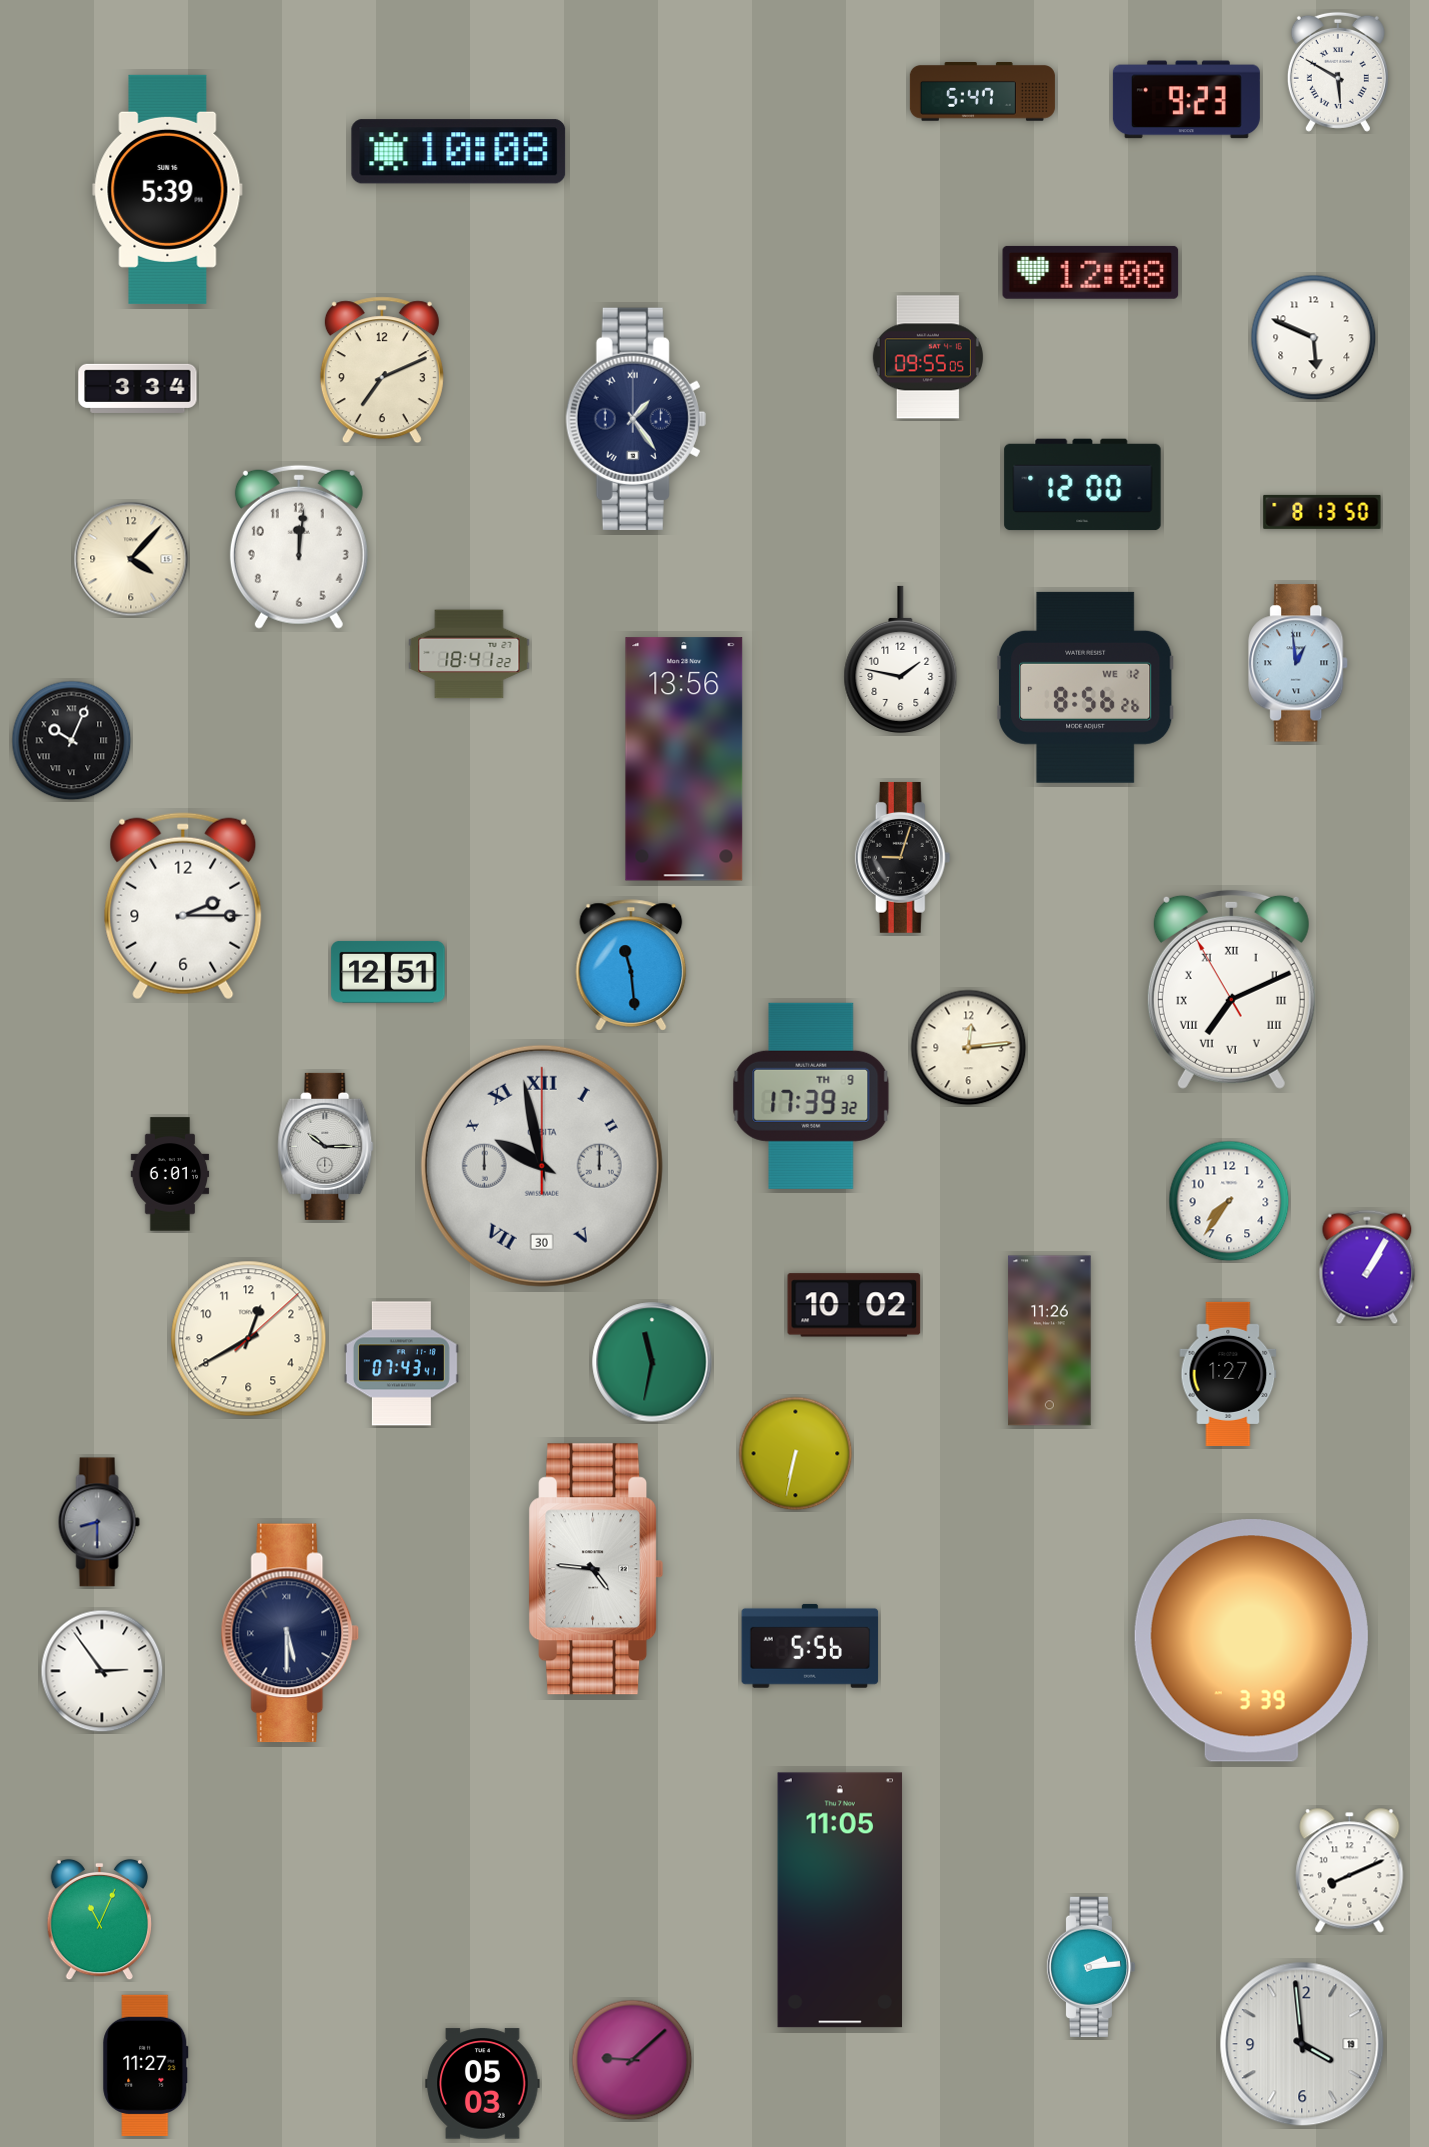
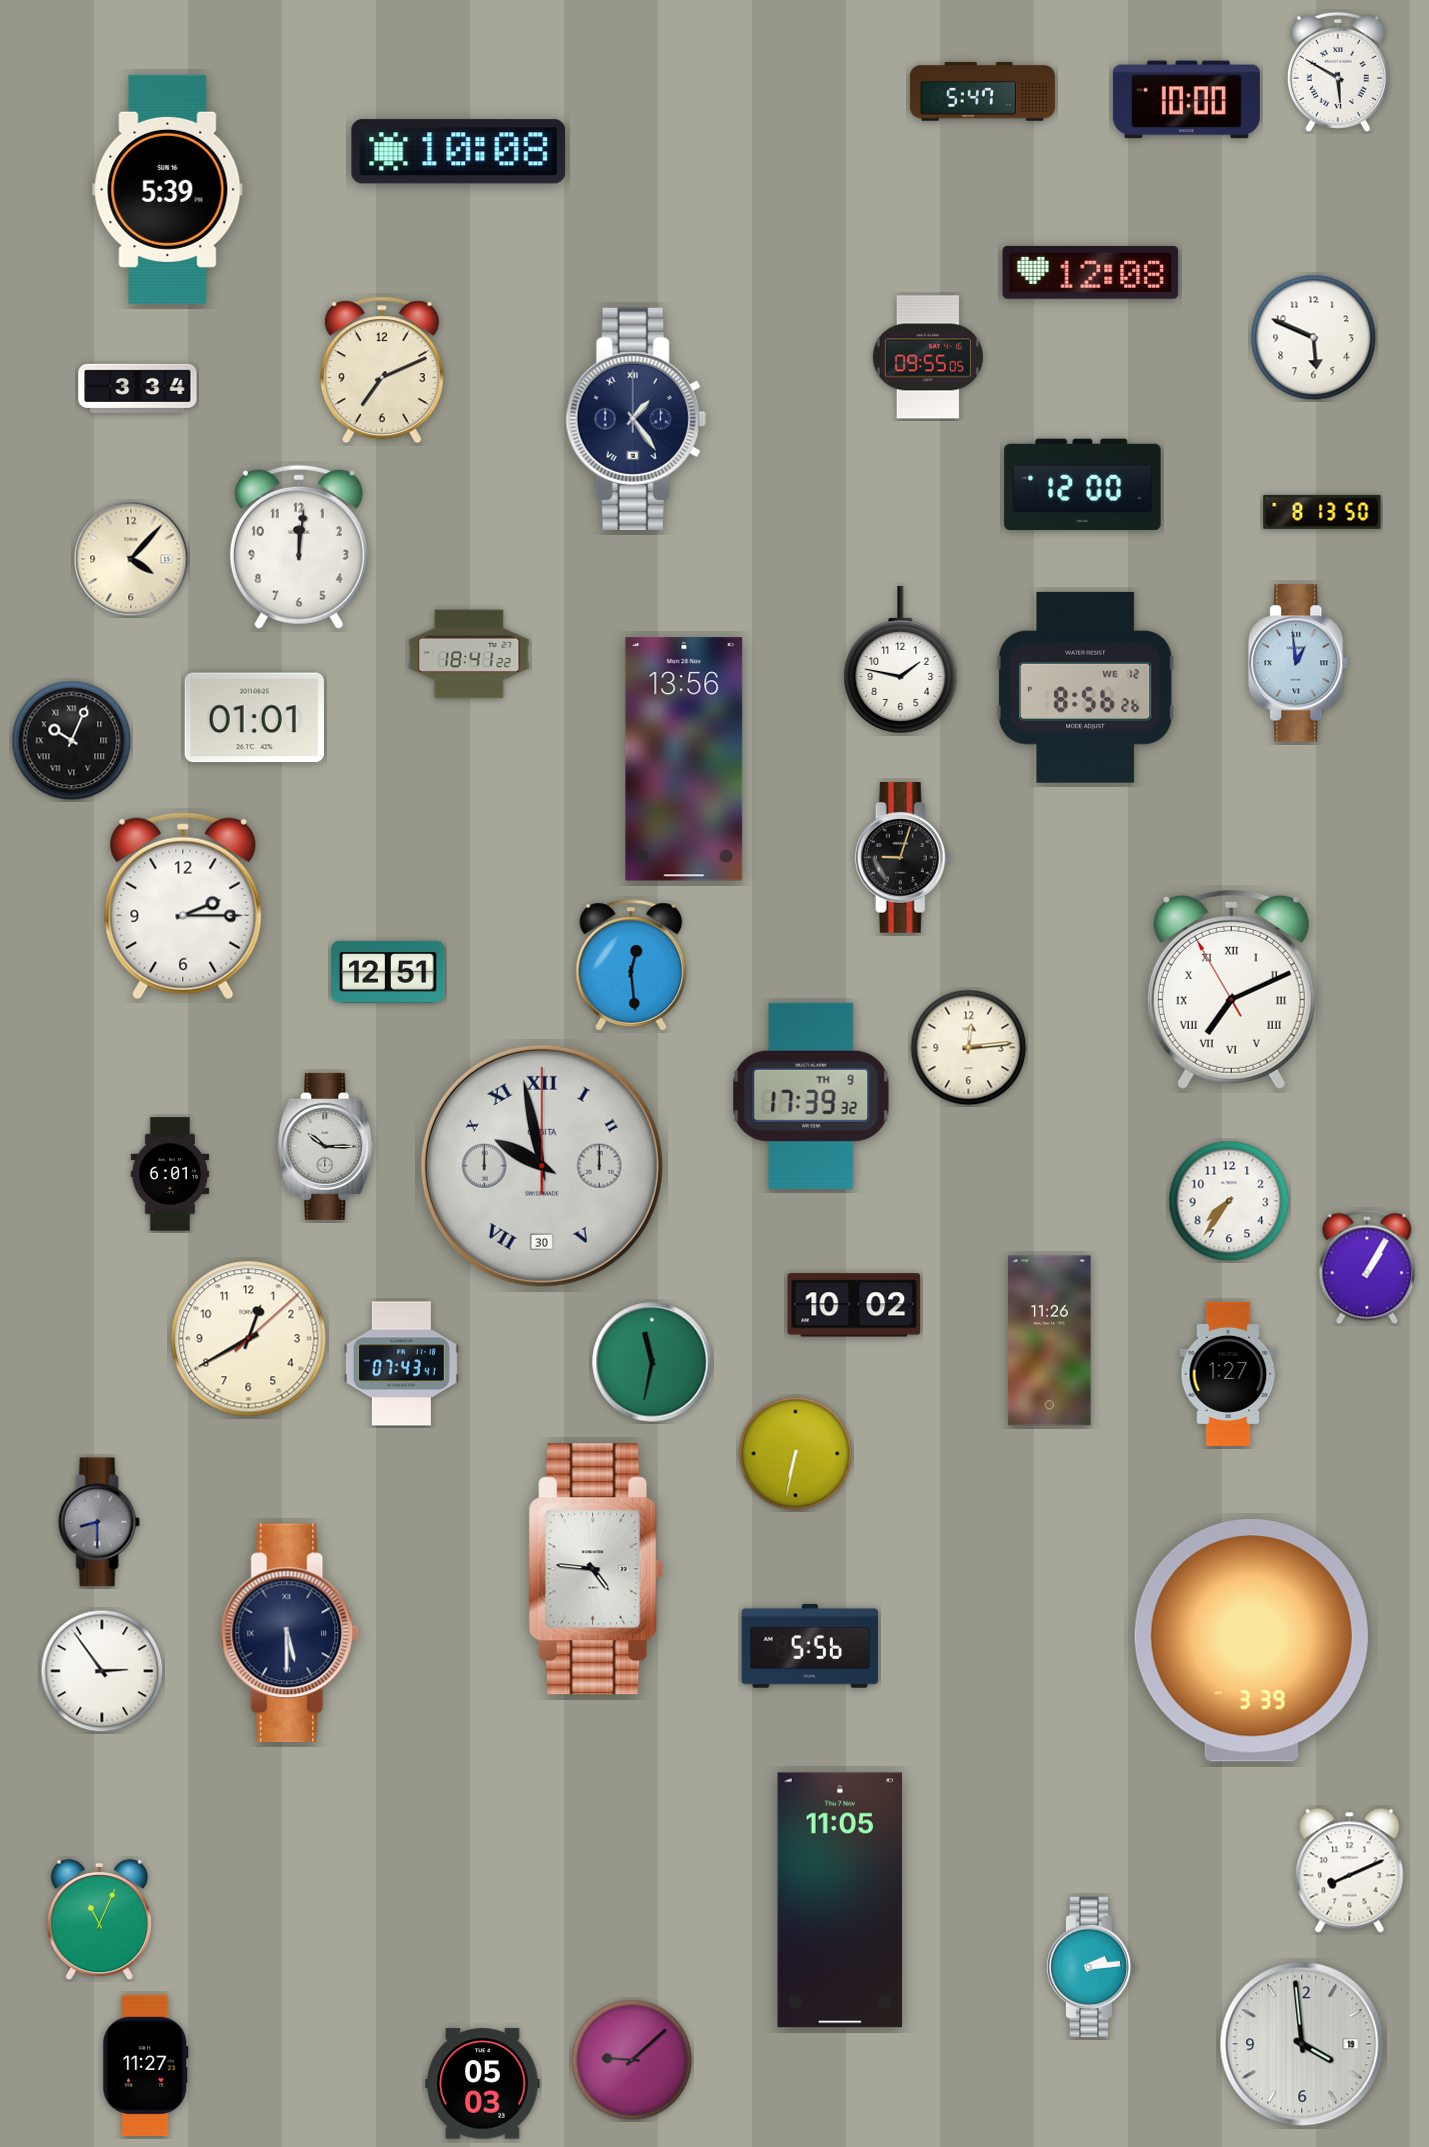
clock at (1186, 100): 9:23 -> 10:00
clock at (254, 718): none -> 01:01
clock at (631, 965): 11:29 -> 12:29
